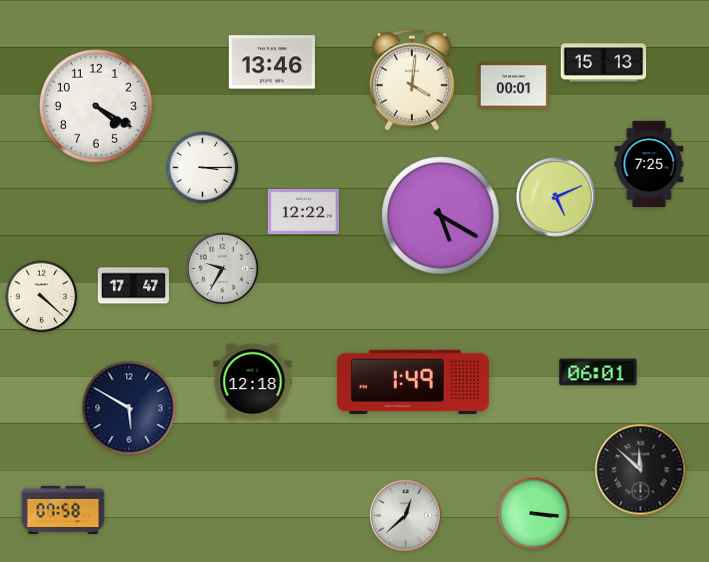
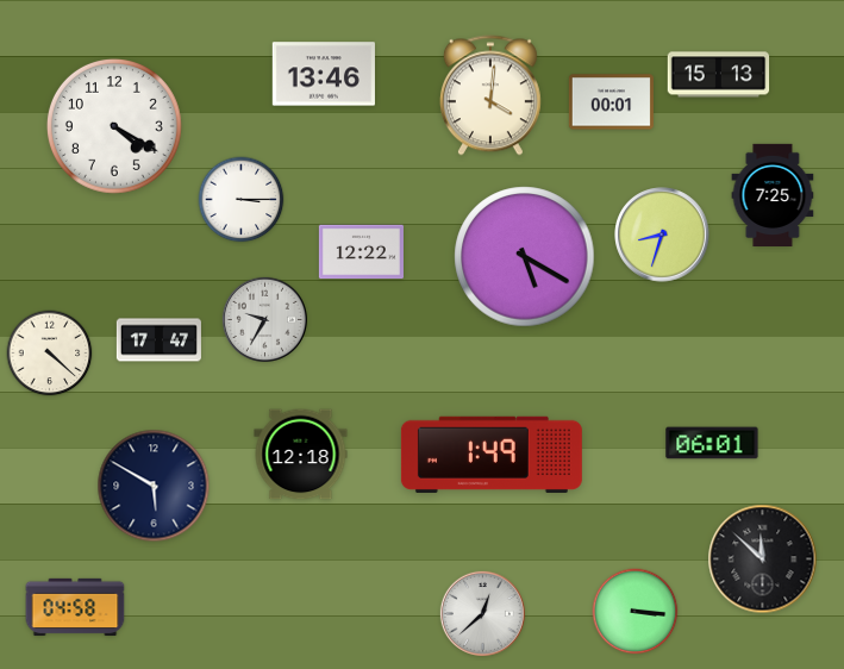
clock at (556, 197): 5:11 -> 8:33
clock at (63, 510): 07:58 -> 04:58
